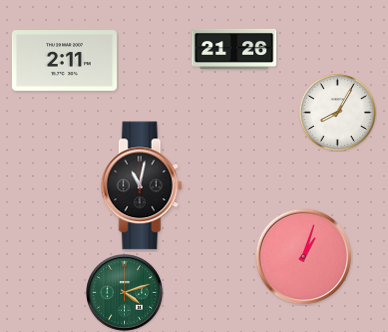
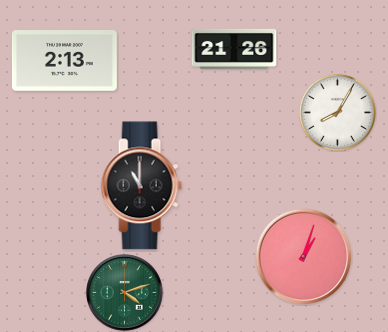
clock at (64, 61): 2:11 -> 2:13
clock at (141, 186): 11:02 -> 11:00
